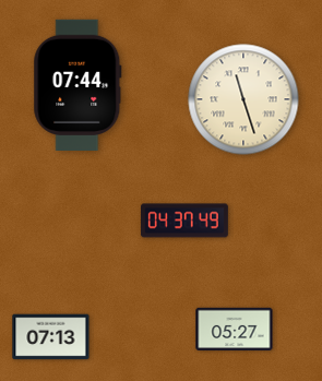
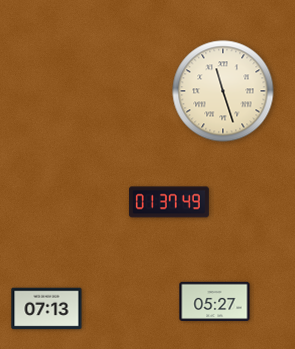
clock at (77, 84): 07:44 -> none
clock at (184, 221): 04:37 -> 01:37
